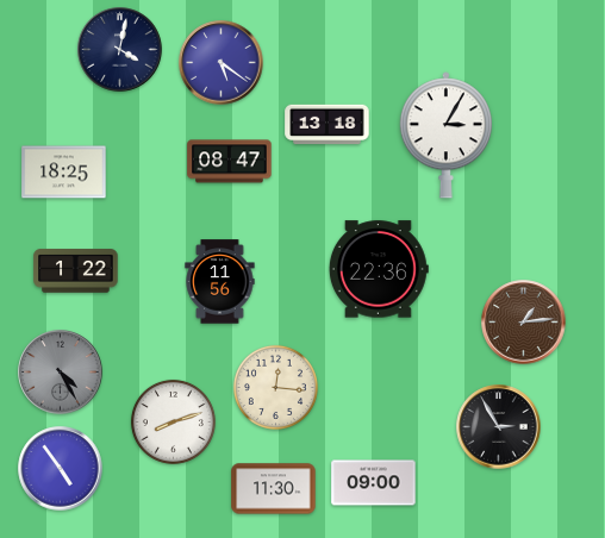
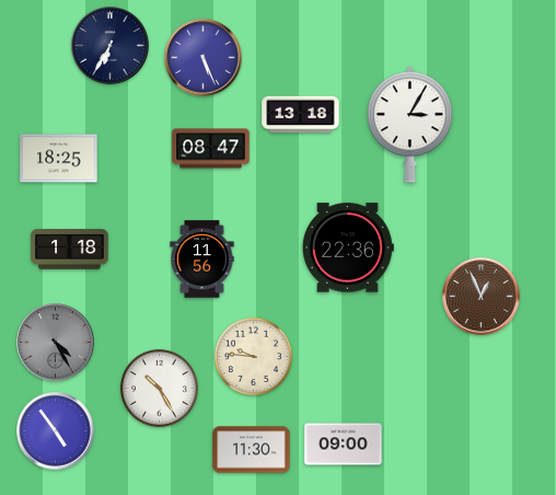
clock at (120, 50): 4:02 -> 6:35
clock at (222, 63): 5:21 -> 5:26
clock at (76, 271): 1:22 -> 1:18
clock at (524, 323): 1:14 -> 12:56
clock at (275, 387): 12:16 -> 9:46
clock at (173, 421): 8:12 -> 10:25
clock at (499, 427): 2:55 -> none
